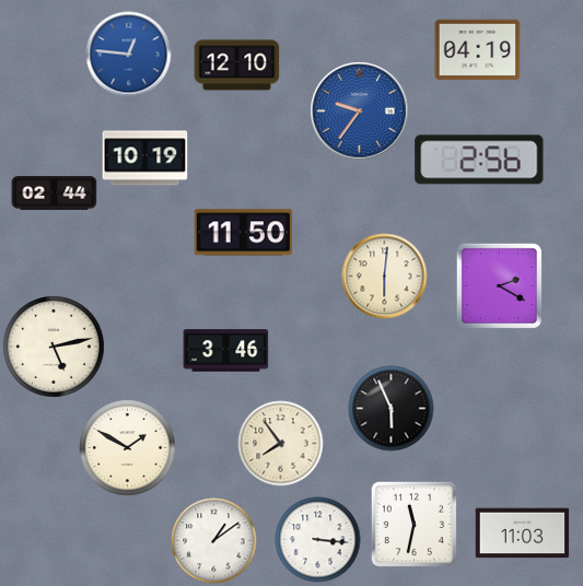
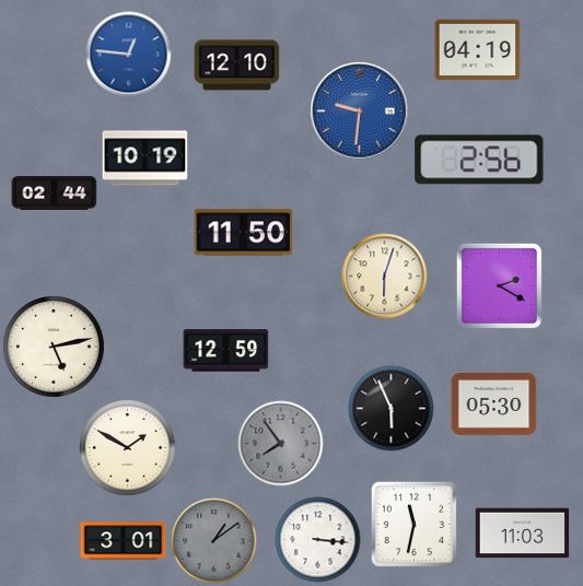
clock at (359, 110): 9:36 -> 9:31
clock at (384, 276): 6:01 -> 6:03
clock at (225, 351): 3:46 -> 12:59
clock at (493, 405): none -> 05:30
clock at (280, 443) dial: cream -> grey
clock at (213, 540) dial: white -> grey
clock at (123, 541): none -> 3:01
